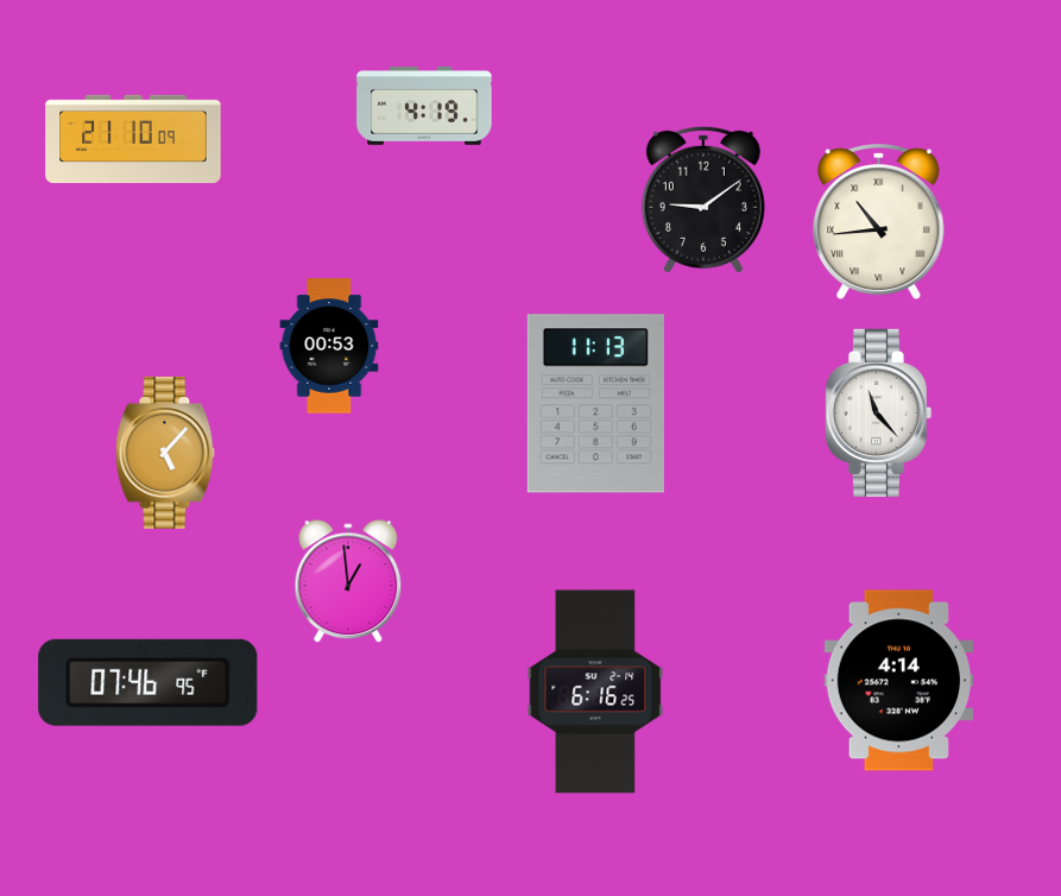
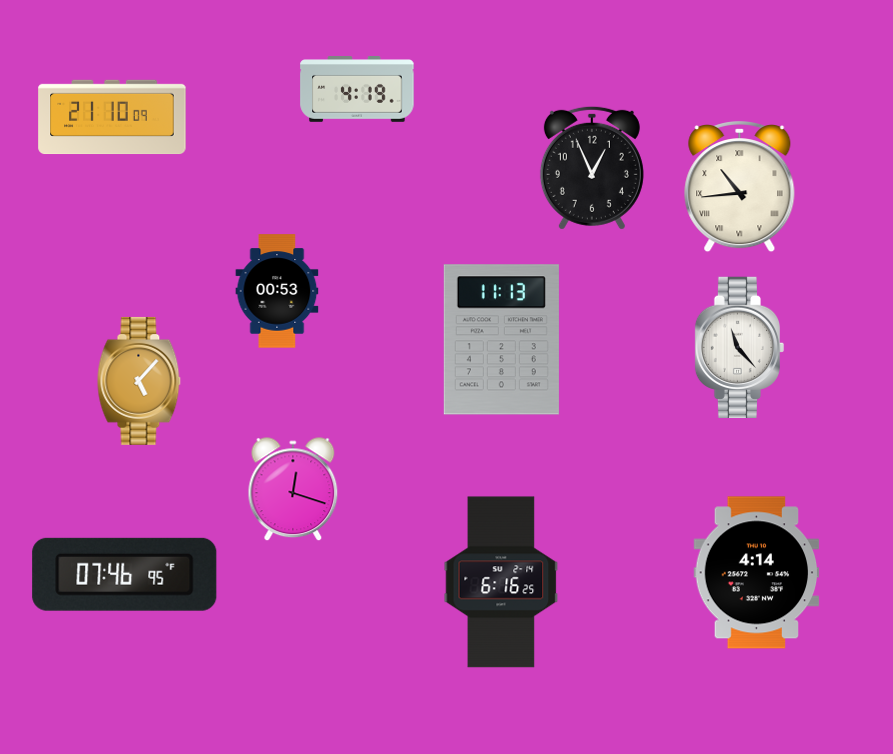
clock at (703, 200): 9:09 -> 12:56
clock at (348, 582): 12:59 -> 12:18
